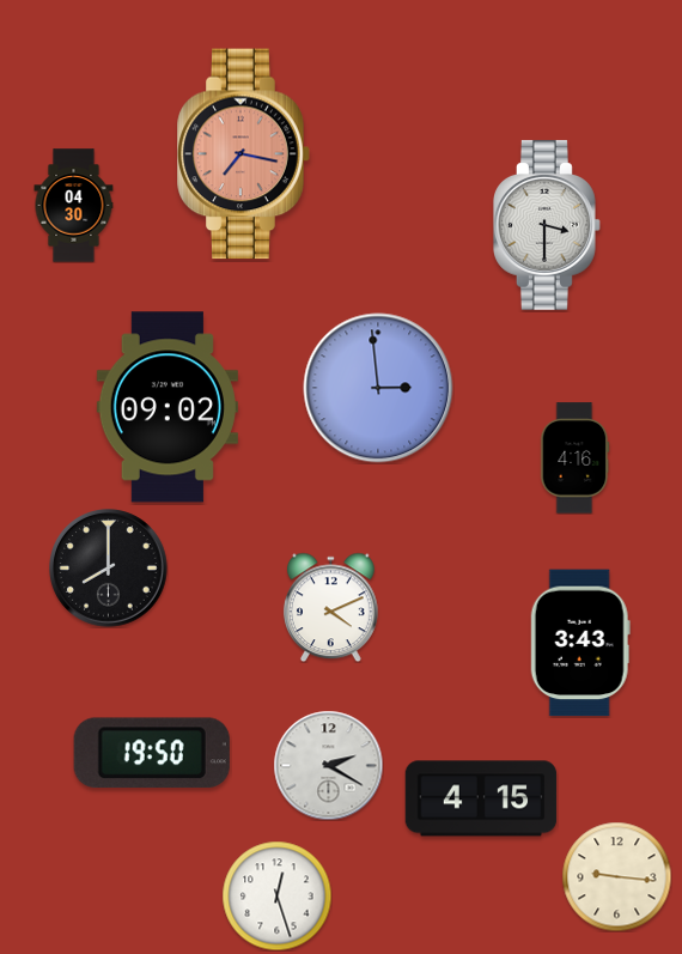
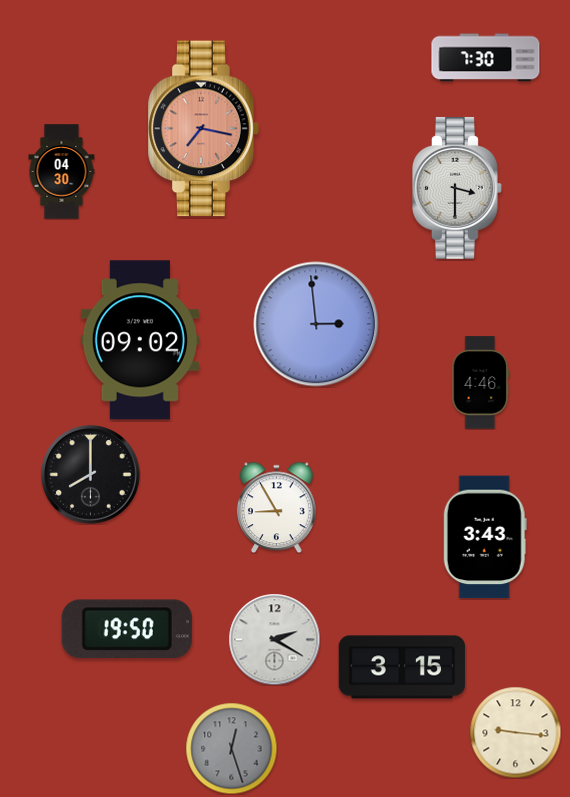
clock at (486, 58): none -> 7:30
clock at (576, 458): 4:16 -> 4:46
clock at (331, 607): 4:11 -> 8:55
clock at (481, 798): 4:15 -> 3:15
clock at (276, 895) dial: white -> grey
